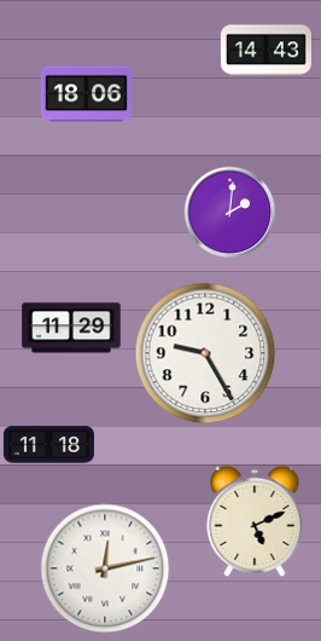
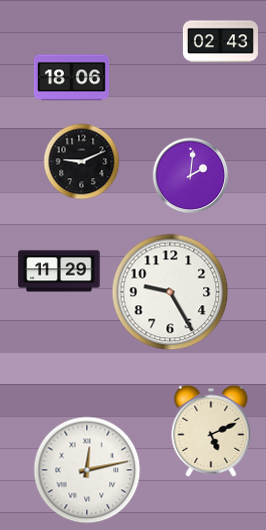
clock at (265, 51): 14:43 -> 02:43
clock at (82, 162): none -> 9:11
clock at (48, 445): 11:18 -> none
